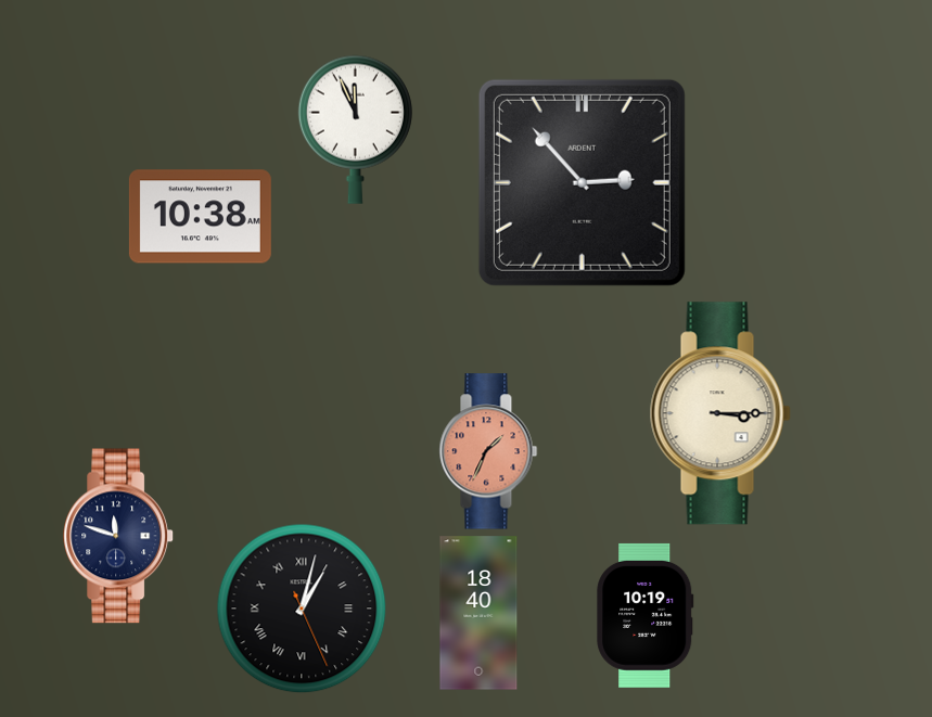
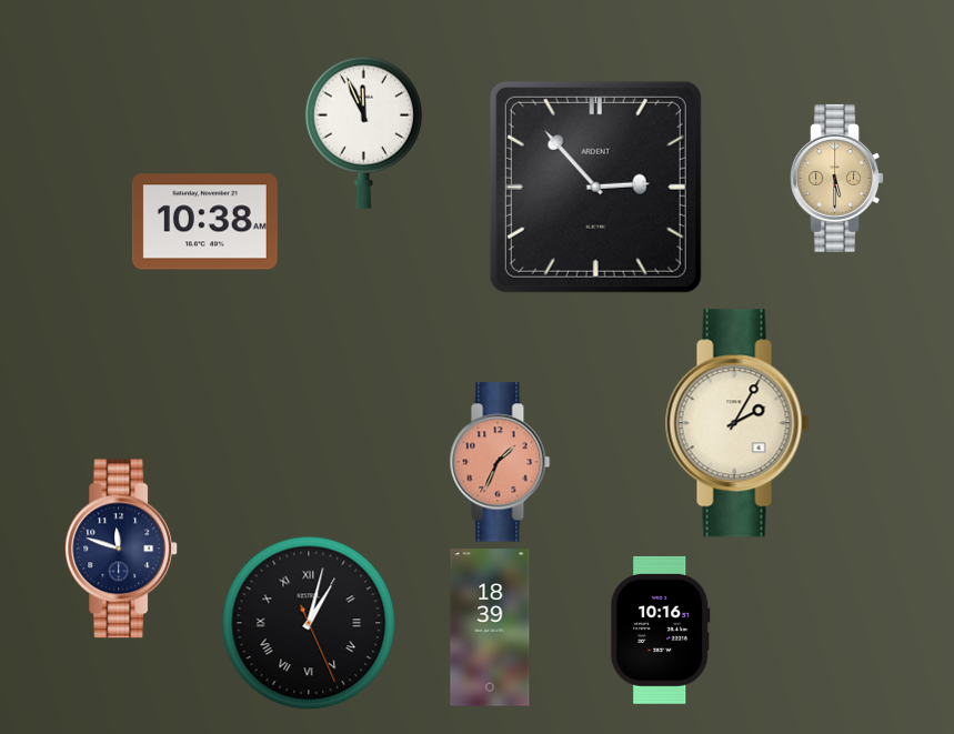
clock at (836, 178): none -> 5:30
clock at (720, 413): 3:15 -> 2:05
clock at (478, 613): 18:40 -> 18:39
clock at (646, 615): 10:19 -> 10:16
